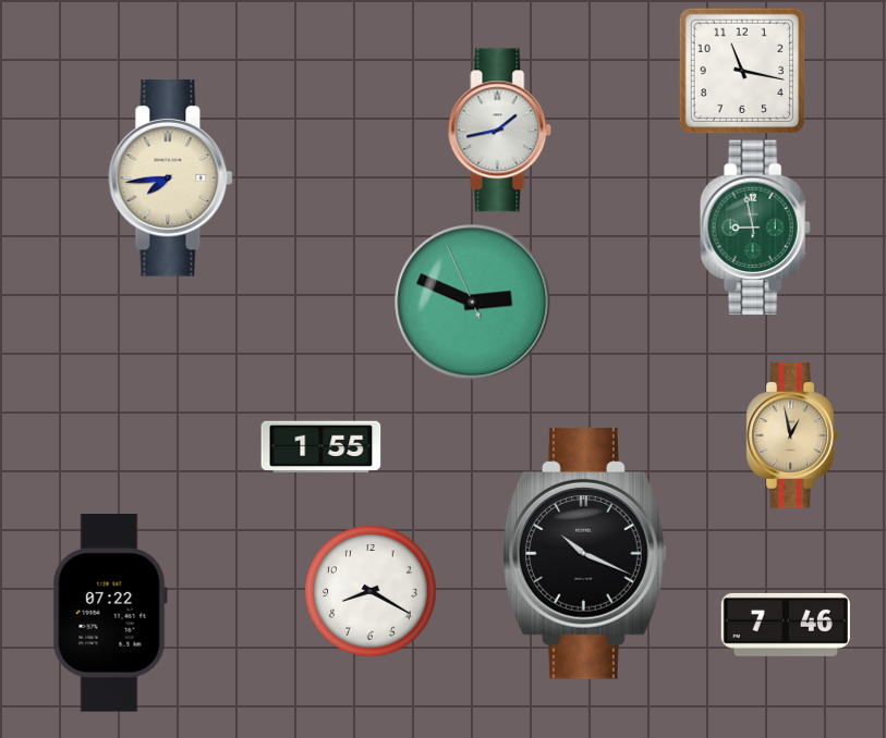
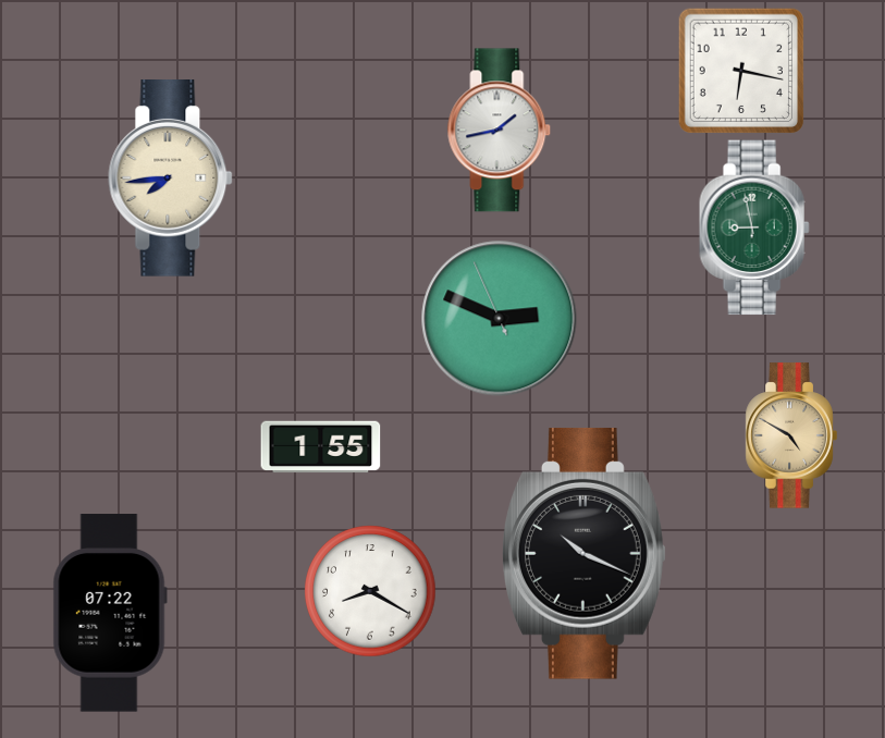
clock at (742, 71): 11:17 -> 6:17
clock at (473, 303) position: (473, 303) -> (500, 319)
clock at (792, 435): 12:58 -> 4:50
clock at (786, 625): 7:46 -> none
